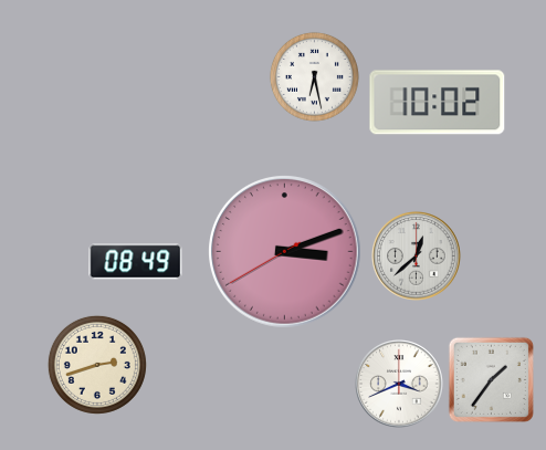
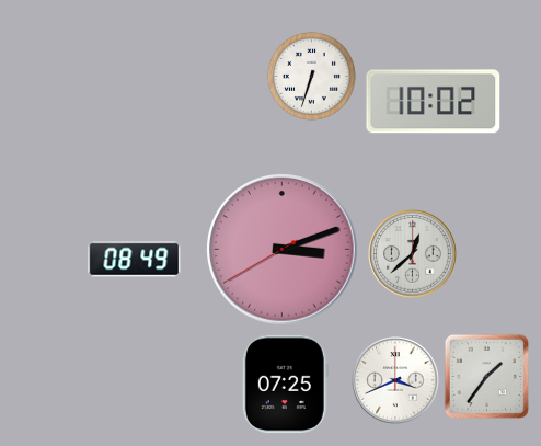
clock at (314, 76): 6:28 -> 6:33
clock at (97, 365): 2:42 -> none
clock at (285, 385): none -> 07:25
